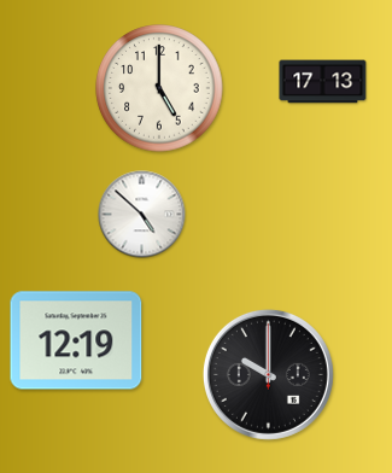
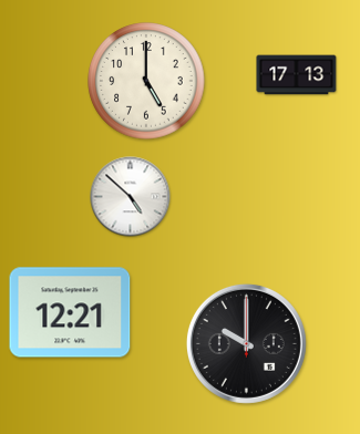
clock at (76, 340): 12:19 -> 12:21
